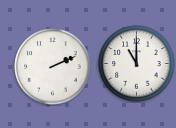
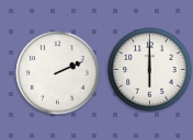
clock at (137, 64): 11:00 -> 6:00
